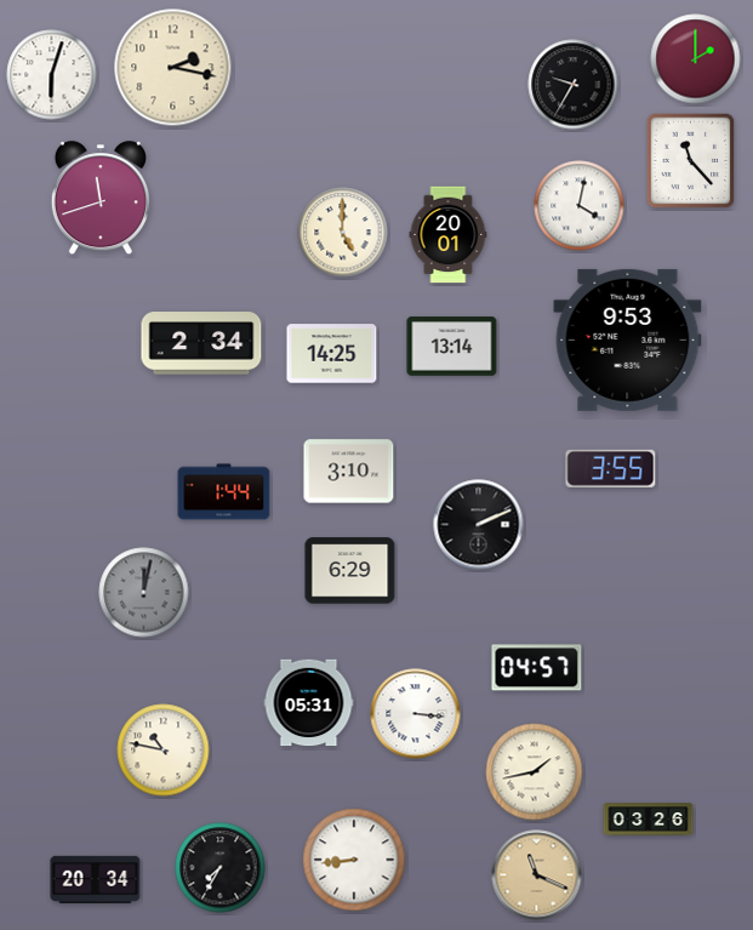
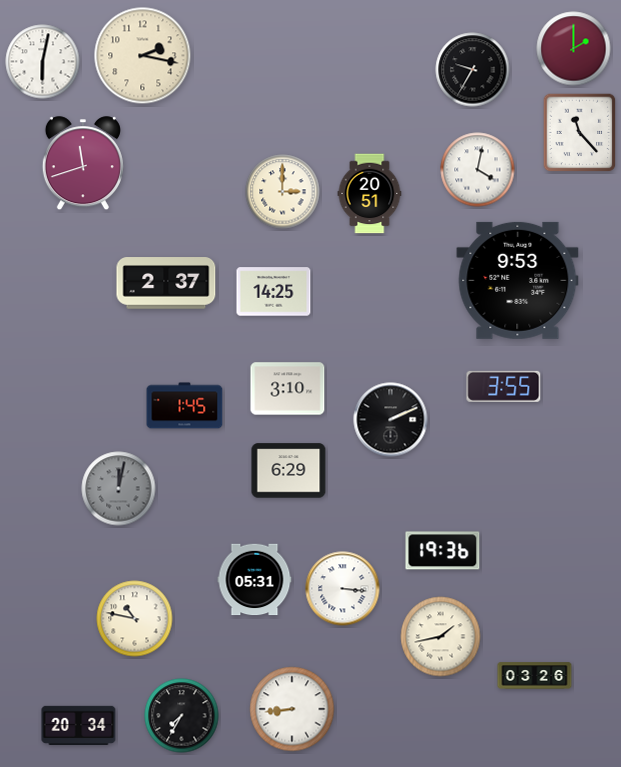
clock at (52, 75): 6:03 -> 6:02
clock at (691, 161) position: (691, 161) -> (580, 133)
clock at (343, 233): 5:00 -> 3:00
clock at (449, 235): 20:01 -> 20:51
clock at (201, 343): 2:34 -> 2:37
clock at (452, 347): 13:14 -> none
clock at (224, 492): 1:44 -> 1:45
clock at (479, 525) position: (479, 525) -> (391, 420)
clock at (537, 668): 04:57 -> 19:36
clock at (537, 875): 11:19 -> none
